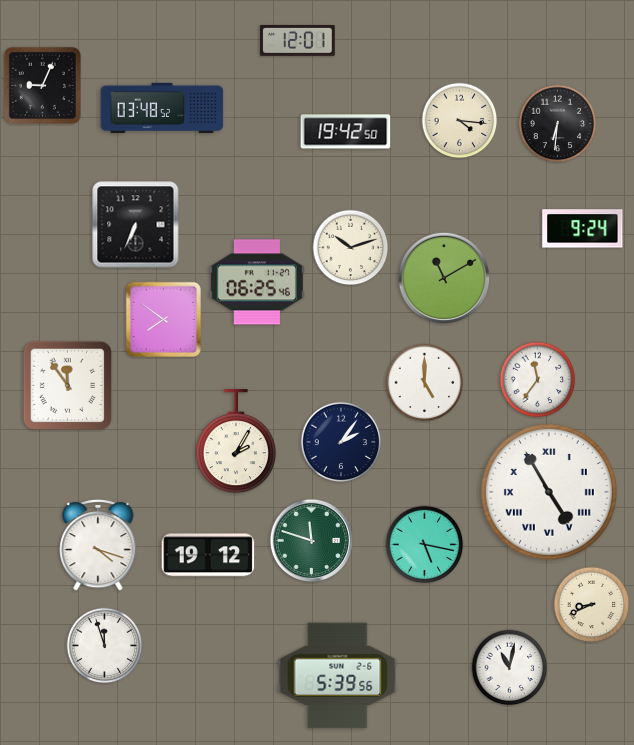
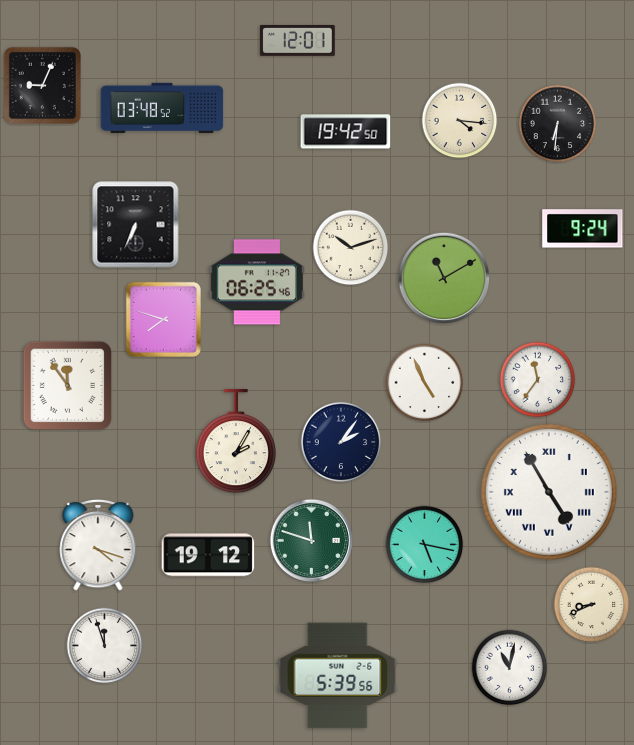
clock at (163, 319): 7:51 -> 7:48
clock at (425, 383): 5:00 -> 4:56
